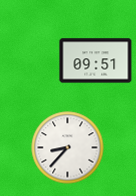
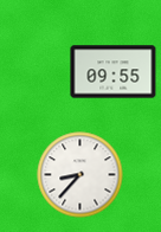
clock at (96, 61): 09:51 -> 09:55
